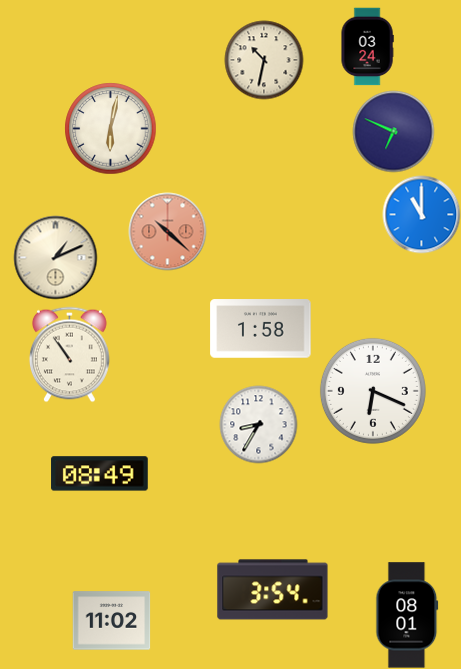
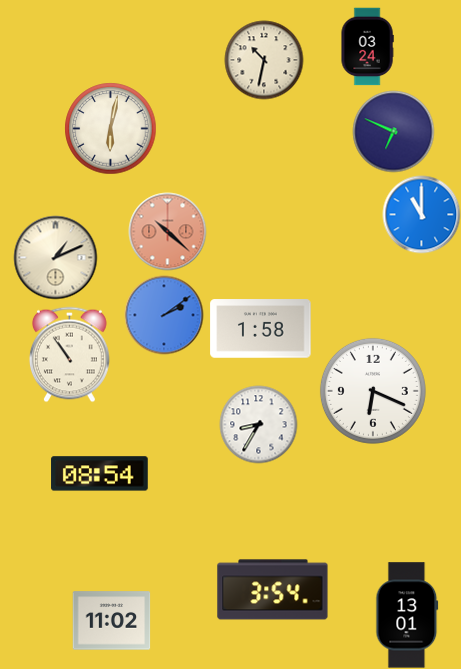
clock at (164, 315): none -> 2:09
clock at (100, 474): 08:49 -> 08:54
clock at (407, 615): 08:01 -> 13:01
